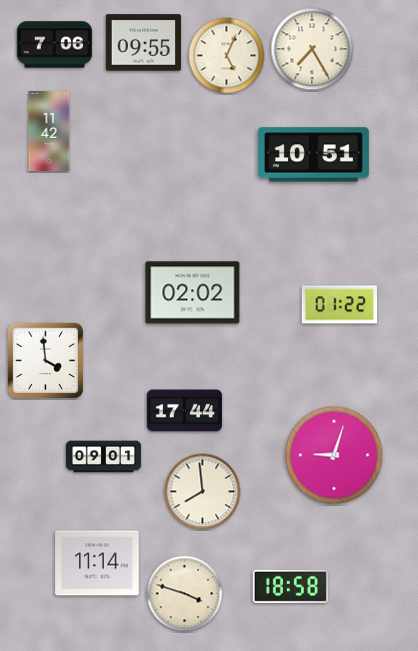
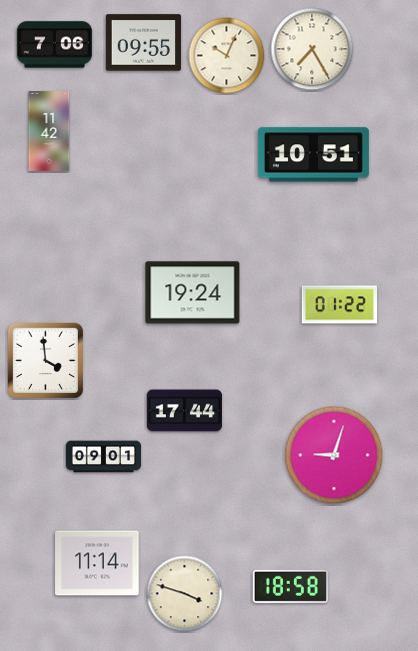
clock at (227, 56): 5:04 -> 10:04
clock at (193, 293): 02:02 -> 19:24
clock at (203, 492): 7:59 -> none
